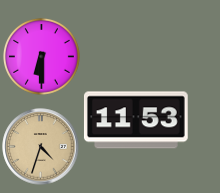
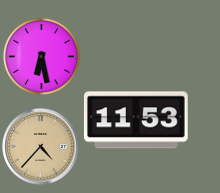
clock at (41, 56): 6:30 -> 6:28
clock at (41, 147): 4:33 -> 4:37
